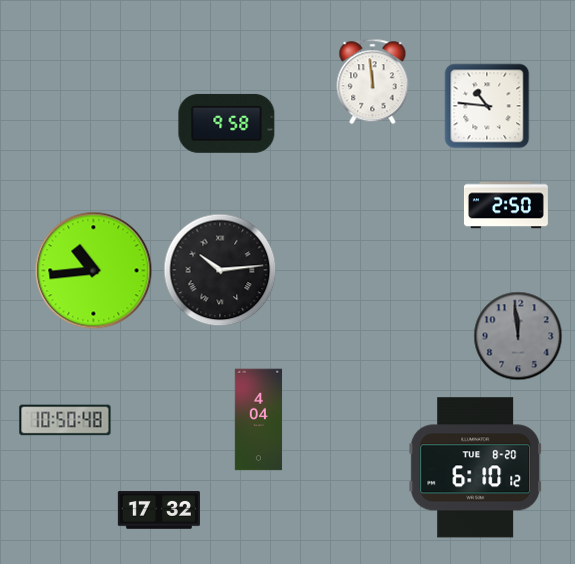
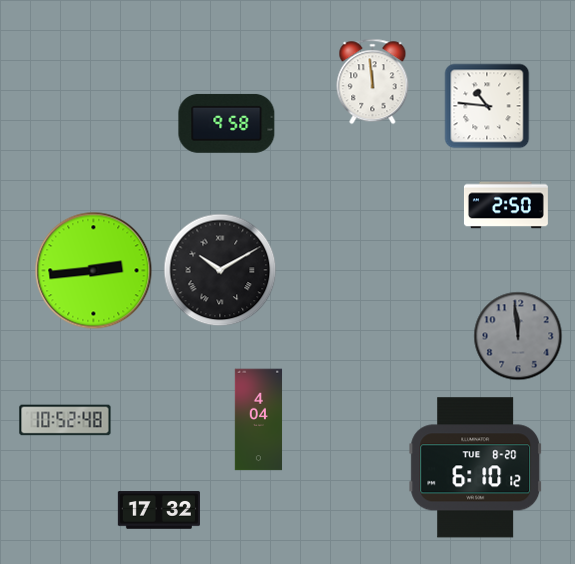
clock at (220, 270): 10:14 -> 10:10
clock at (94, 271): 10:44 -> 2:44
clock at (65, 420): 10:50 -> 10:52
